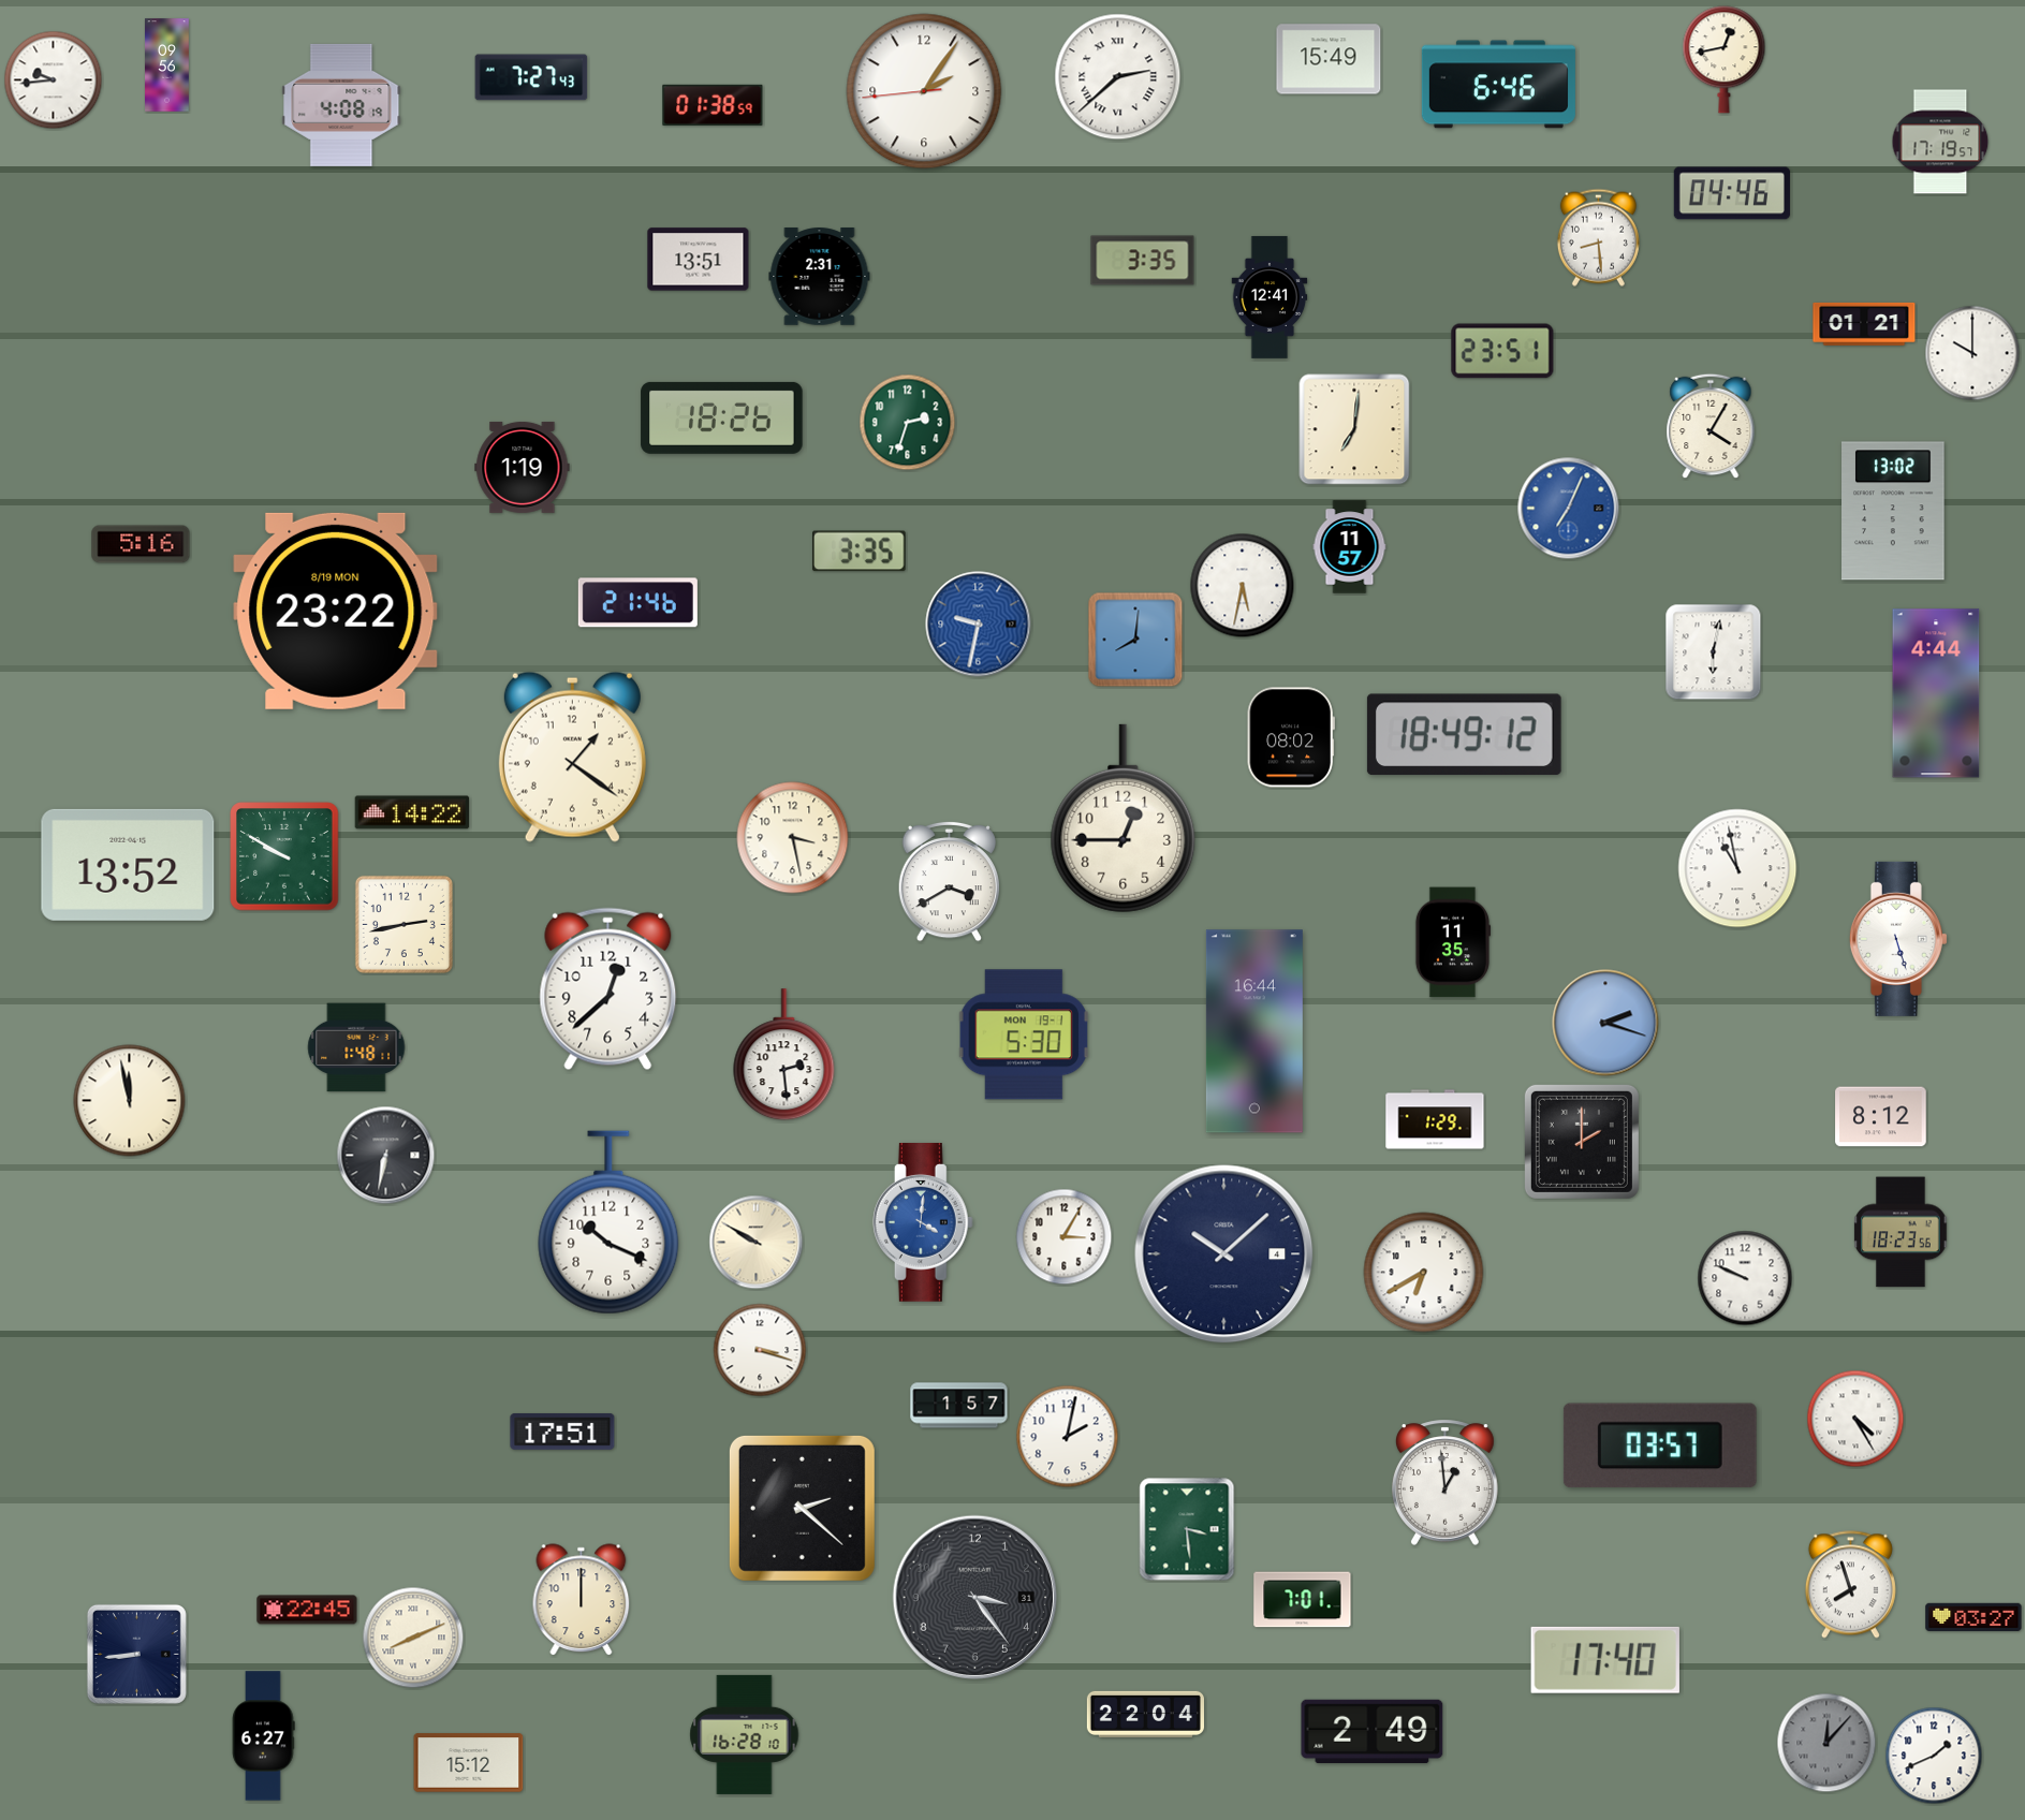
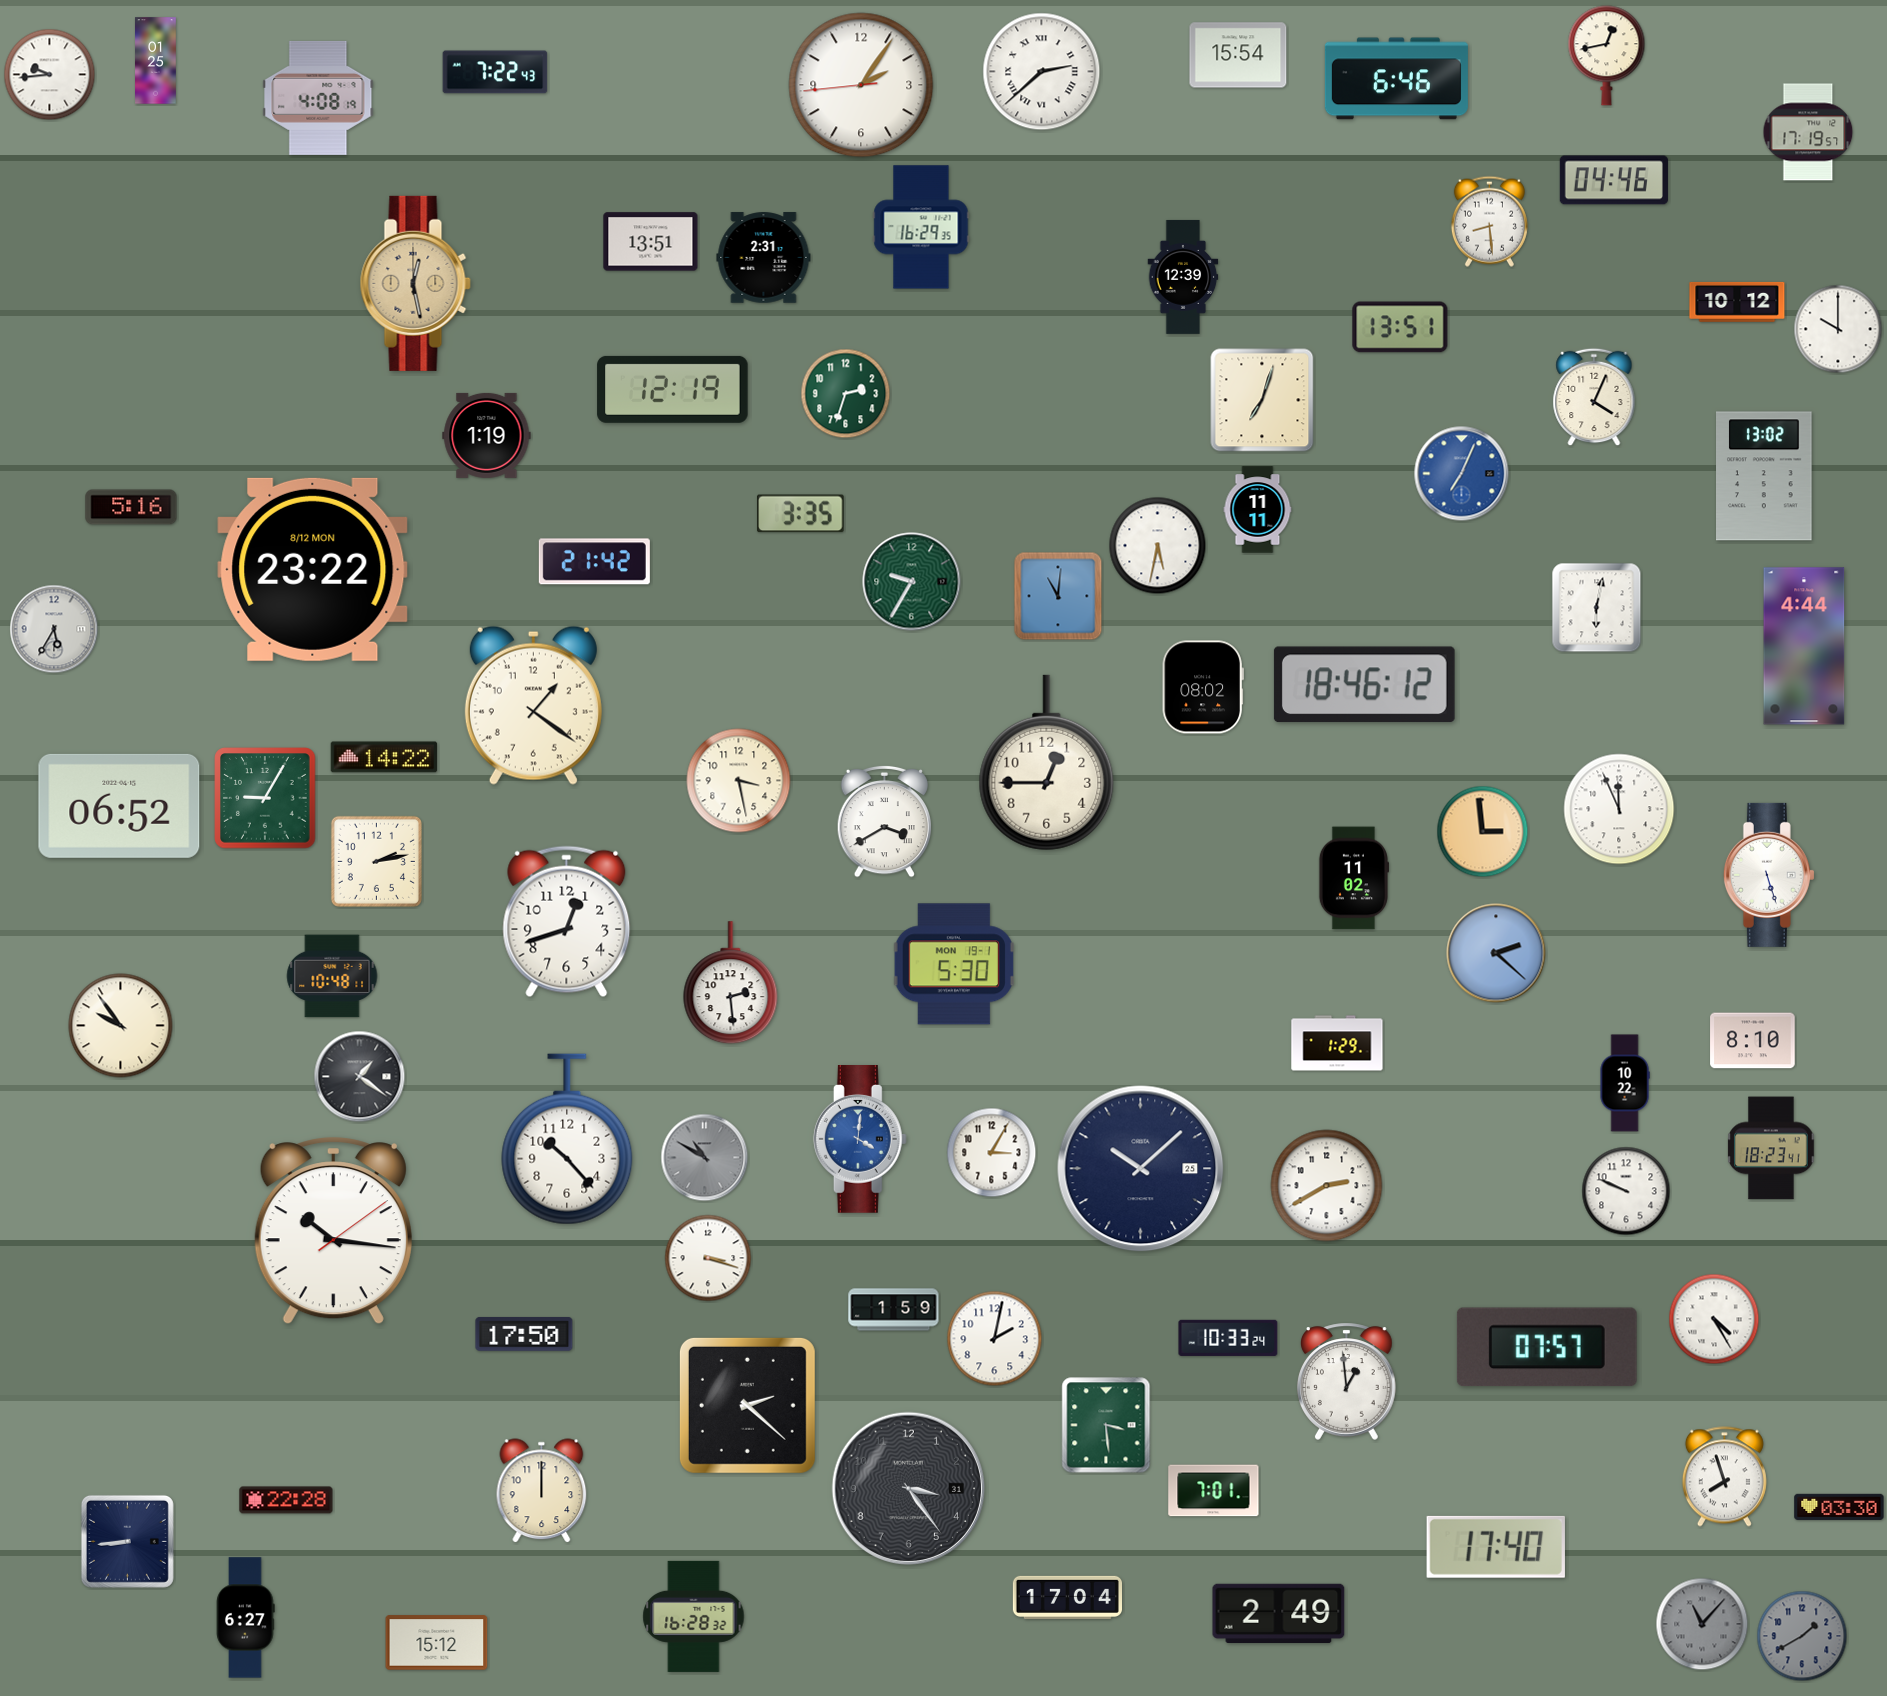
clock at (1329, 59): 15:49 -> 15:54
clock at (167, 65): 09:56 -> 01:25
clock at (531, 77): 7:27 -> 7:22
clock at (713, 105): 01:38 -> none
clock at (921, 227): none -> 16:29
clock at (1143, 261): 3:35 -> none
clock at (1270, 297): 12:41 -> 12:39
clock at (415, 283): none -> 12:28
clock at (1864, 324): 01:21 -> 10:12
clock at (1502, 351): 23:51 -> 13:51
clock at (722, 417): 18:26 -> 12:19
clock at (1711, 426): 4:05 -> 4:04
clock at (1354, 429): 7:01 -> 7:03
clock at (1350, 547): 11:57 -> 11:11
clock at (637, 603): 21:46 -> 21:42
clock at (336, 611) date: 8/19 MON -> 8/12 MON
clock at (979, 625): 9:32 -> 9:35
clock at (979, 625) dial: blue -> green
clock at (1135, 640): 8:01 -> 11:01
clock at (54, 629): none -> 5:35
clock at (1464, 735): 18:49 -> 18:46
clock at (284, 856): 9:50 -> 9:05
clock at (128, 865): 13:52 -> 06:52
clock at (1737, 868): 10:58 -> 11:56
clock at (1483, 832): none -> 2:59
clock at (403, 924): 2:43 -> 2:13
clock at (1452, 942): 11:35 -> 11:02
clock at (608, 989): 12:38 -> 12:42
clock at (1605, 1023): 2:18 -> 2:22
clock at (1254, 1031): 16:44 -> none
clock at (356, 1047): 1:48 -> 10:48
clock at (130, 1101): 11:58 -> 9:54
clock at (1881, 1117): 8:12 -> 8:10
clock at (1582, 1142): 2:00 -> none
clock at (386, 1156): 6:32 -> 1:21
clock at (1625, 1083): none -> 10:22
clock at (608, 1222): 10:19 -> 10:23
clock at (1901, 1232): 18:23:56 -> 18:23:41
clock at (757, 1243): 9:50 -> 10:50
clock at (757, 1243) dial: cream -> grey
clock at (1224, 1254) date: 4 -> 25
clock at (1424, 1273): 6:40 -> 2:40
clock at (333, 1231): none -> 10:16
clock at (959, 1406): 1:57 -> 1:59
clock at (1855, 1419) position: (1855, 1419) -> (1714, 1319)
clock at (562, 1432): 17:51 -> 17:50
clock at (1228, 1338): none -> 10:33
clock at (1660, 1445): 03:57 -> 07:57
clock at (307, 1610): 22:45 -> 22:28
clock at (1973, 1617): 03:27 -> 03:30
clock at (413, 1638): 8:11 -> none
clock at (1145, 1714): 22:04 -> 17:04
clock at (745, 1734): 16:28:10 -> 16:28:32
clock at (1826, 1743): 12:07 -> 11:07
clock at (1934, 1756): 1:41 -> 1:40
clock at (1934, 1756) dial: white -> grey
